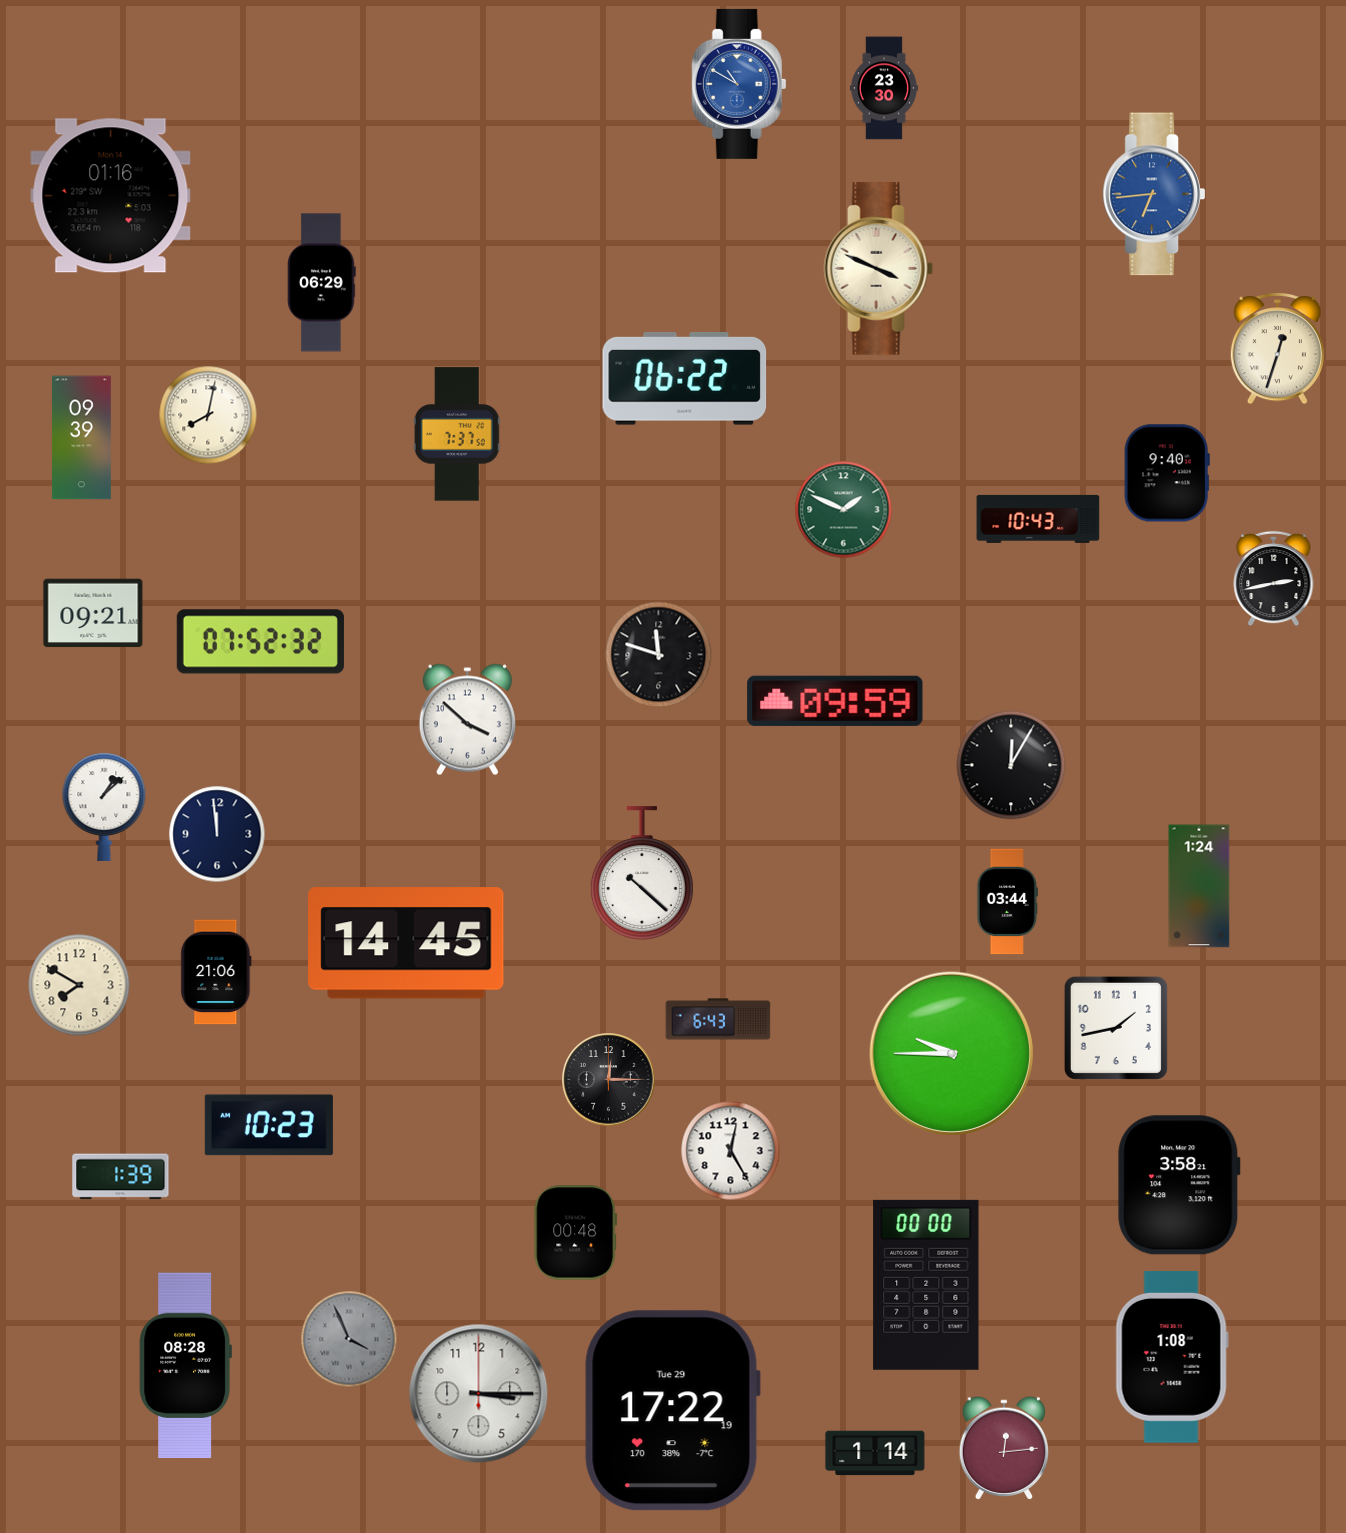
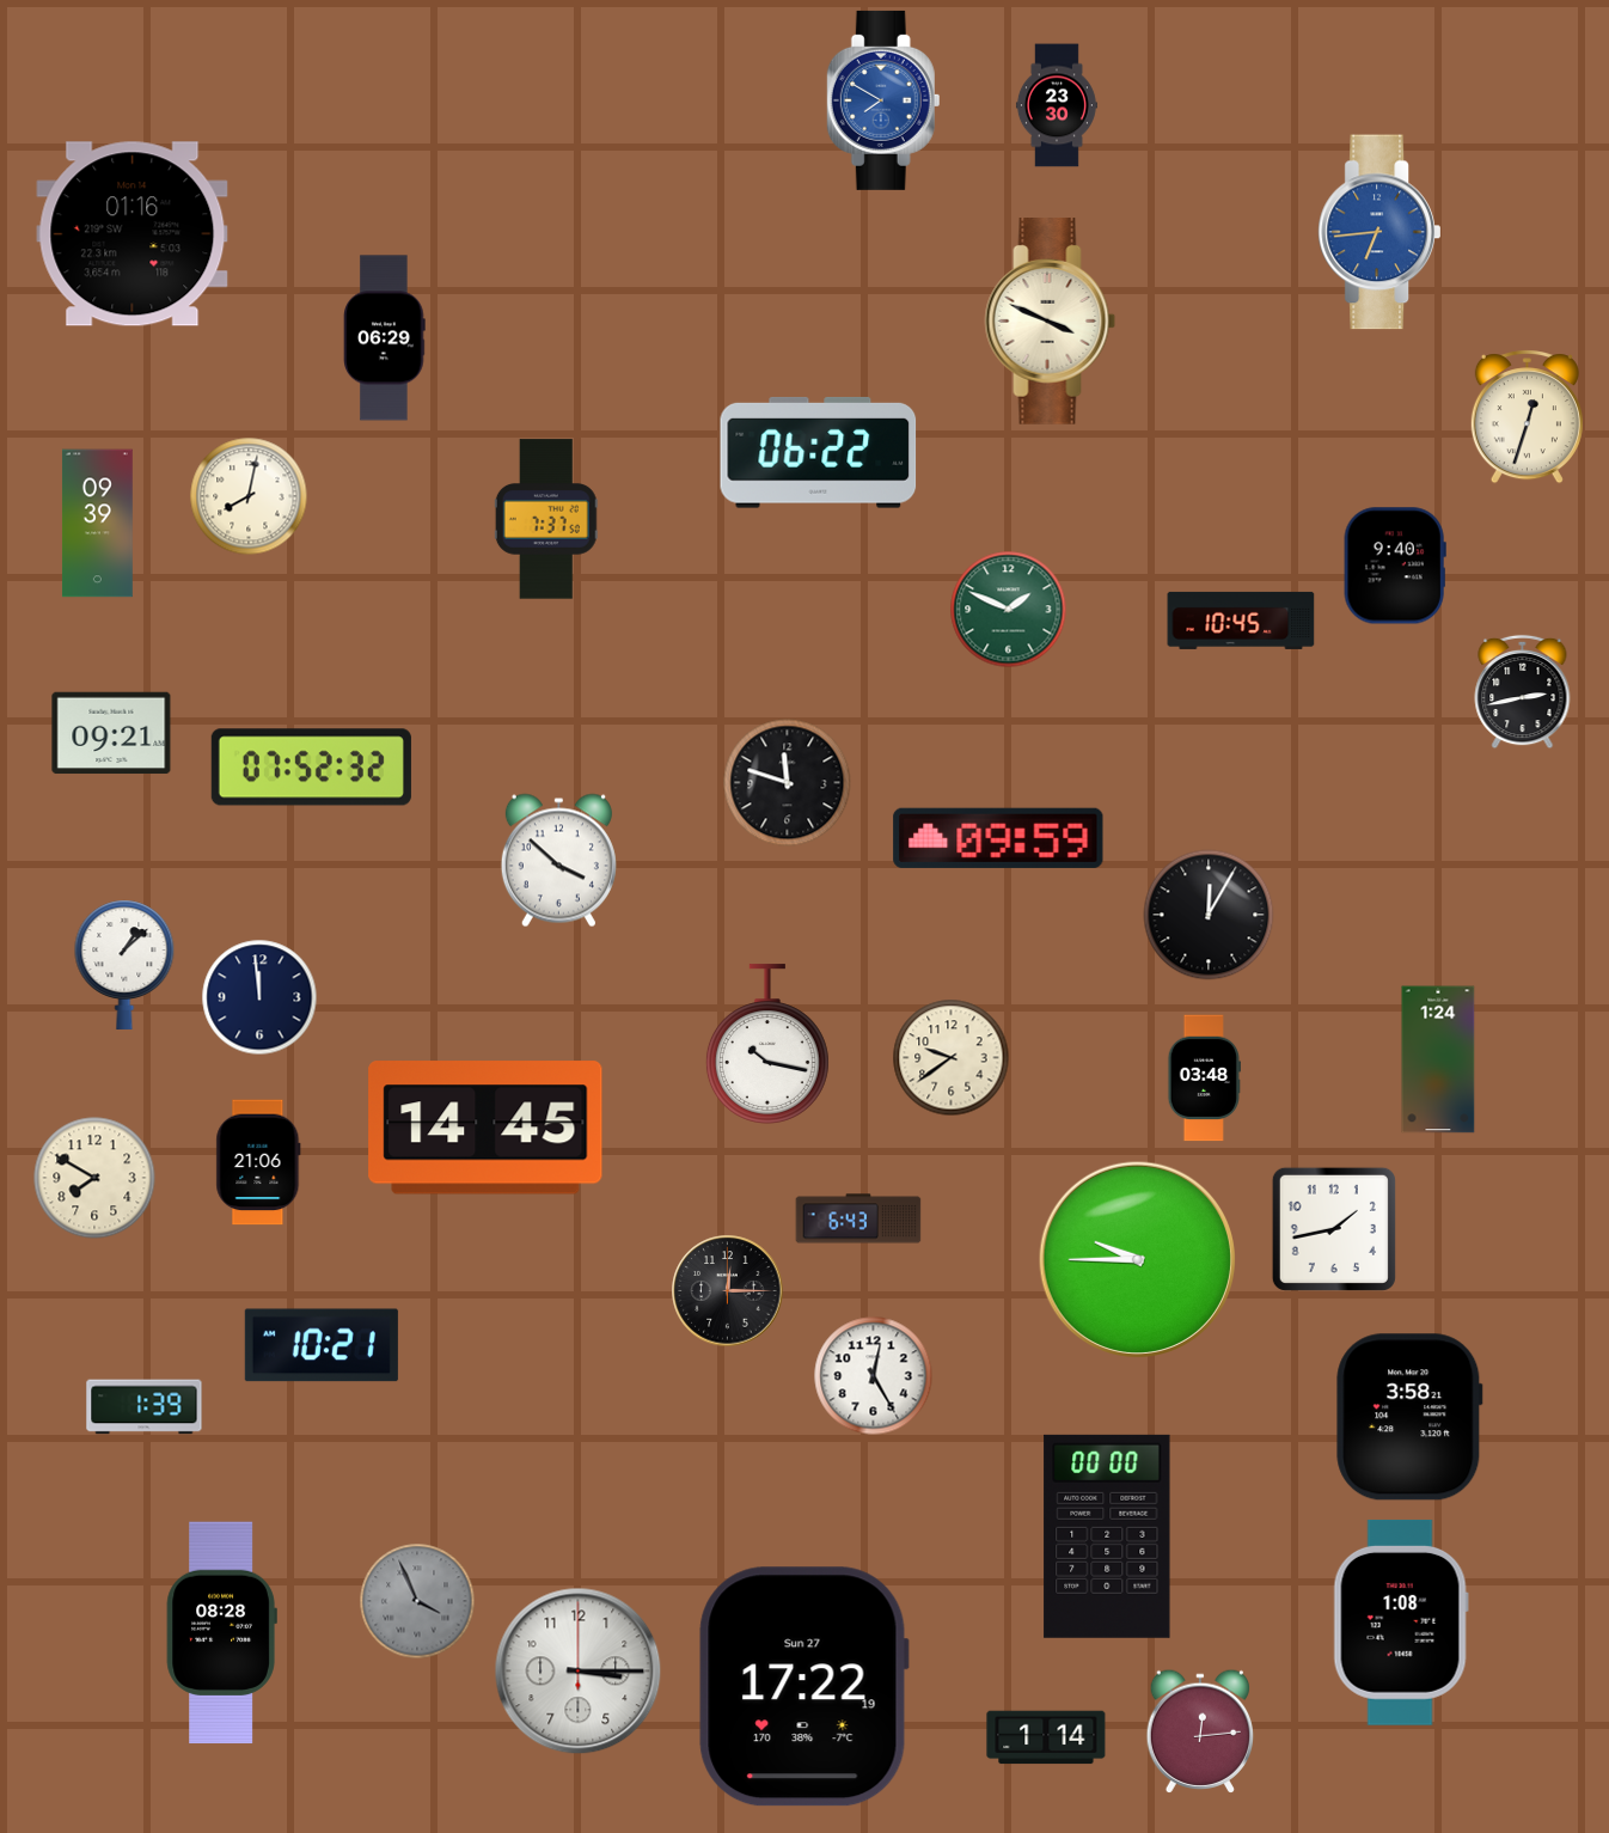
clock at (739, 84): 10:50 -> 7:50
clock at (1038, 519): 10:43 -> 10:45
clock at (642, 873): 10:22 -> 10:17
clock at (952, 1058): none -> 9:39
clock at (1199, 886) position: (1199, 886) -> (1438, 1059)
clock at (1007, 902): 03:44 -> 03:48
clock at (269, 1125): 10:23 -> 10:21
clock at (576, 1233): 00:48 -> none
clock at (479, 1394) position: (479, 1394) -> (579, 1672)
clock at (672, 1411) date: Tue 29 -> Sun 27
